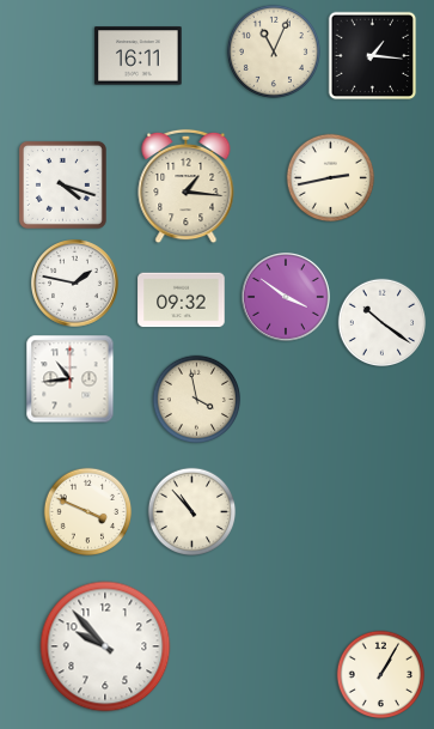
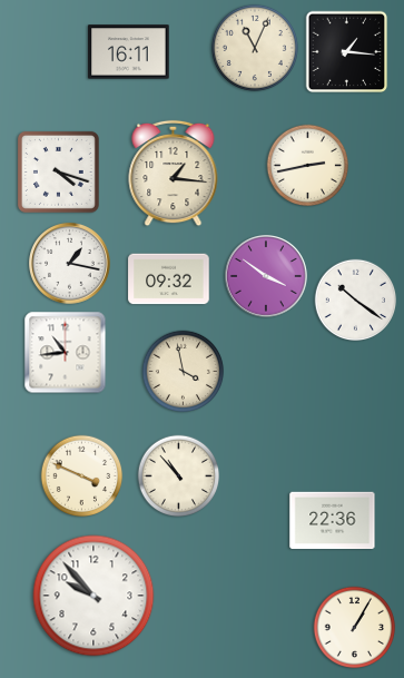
clock at (75, 284): 1:47 -> 1:17
clock at (333, 521): none -> 22:36
clock at (105, 646) position: (105, 646) -> (93, 596)
